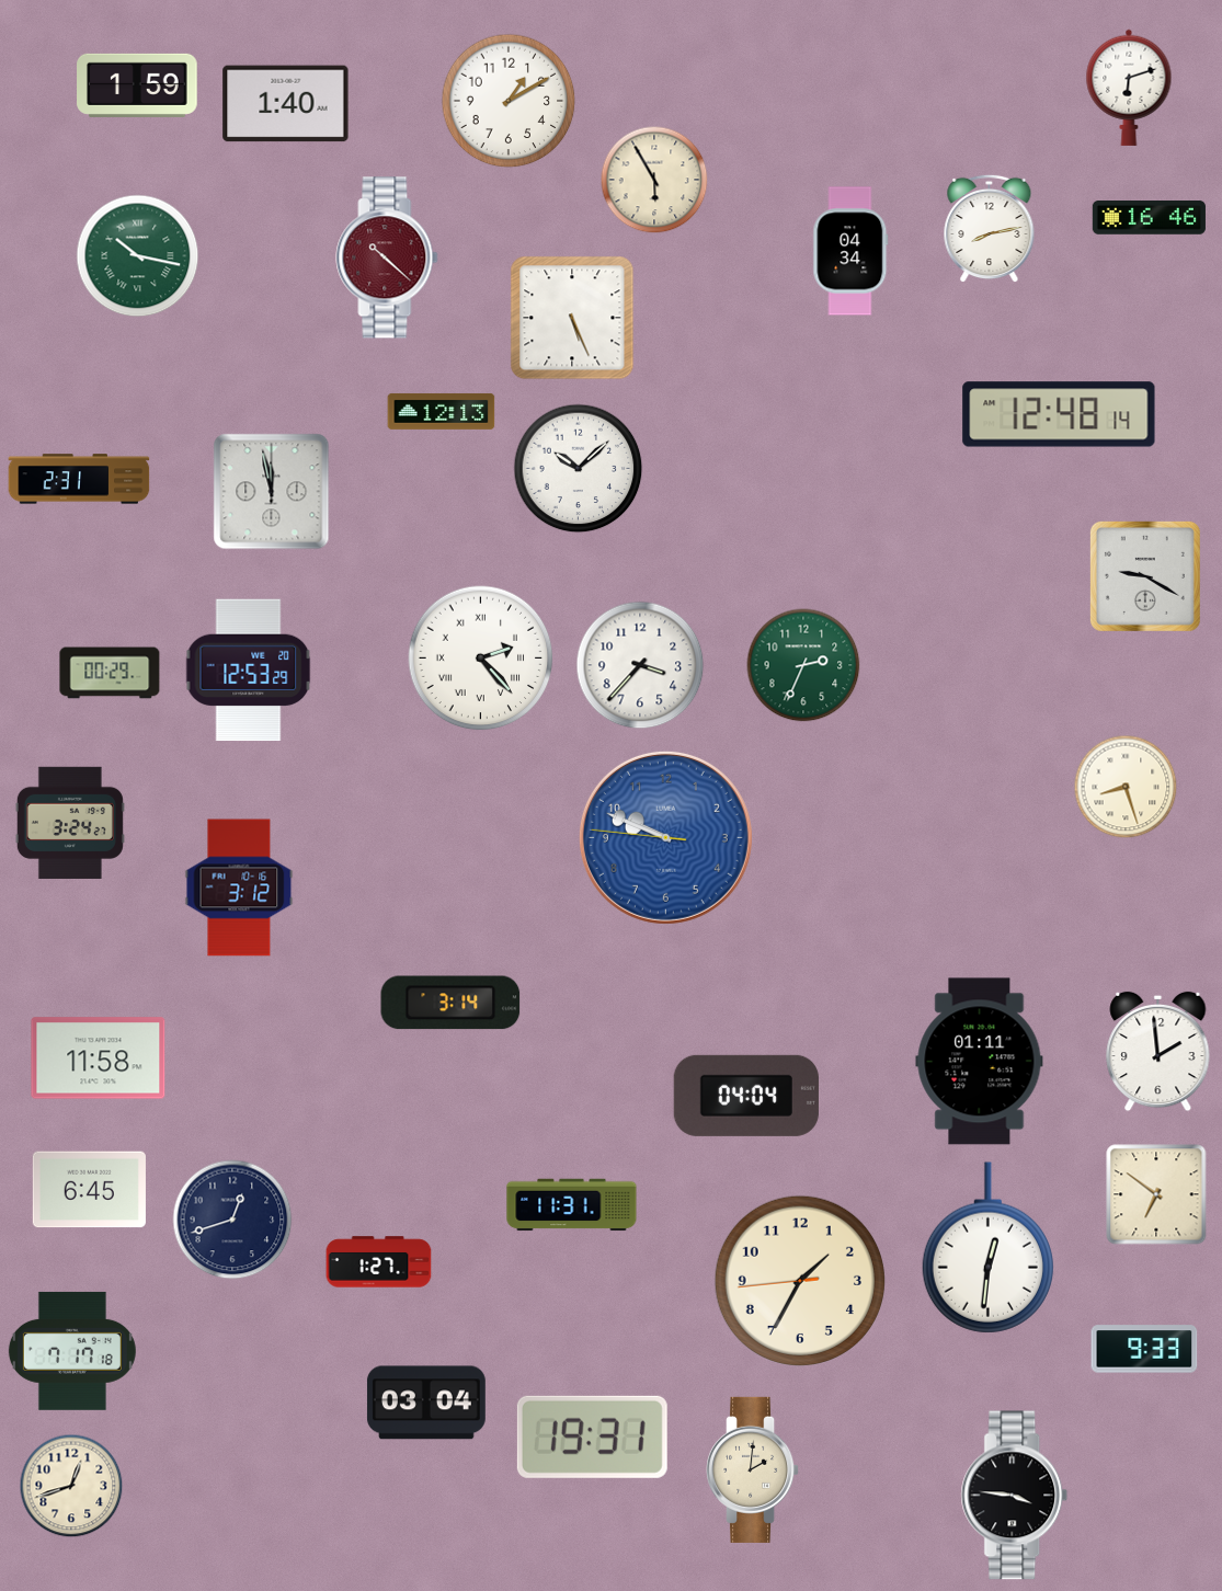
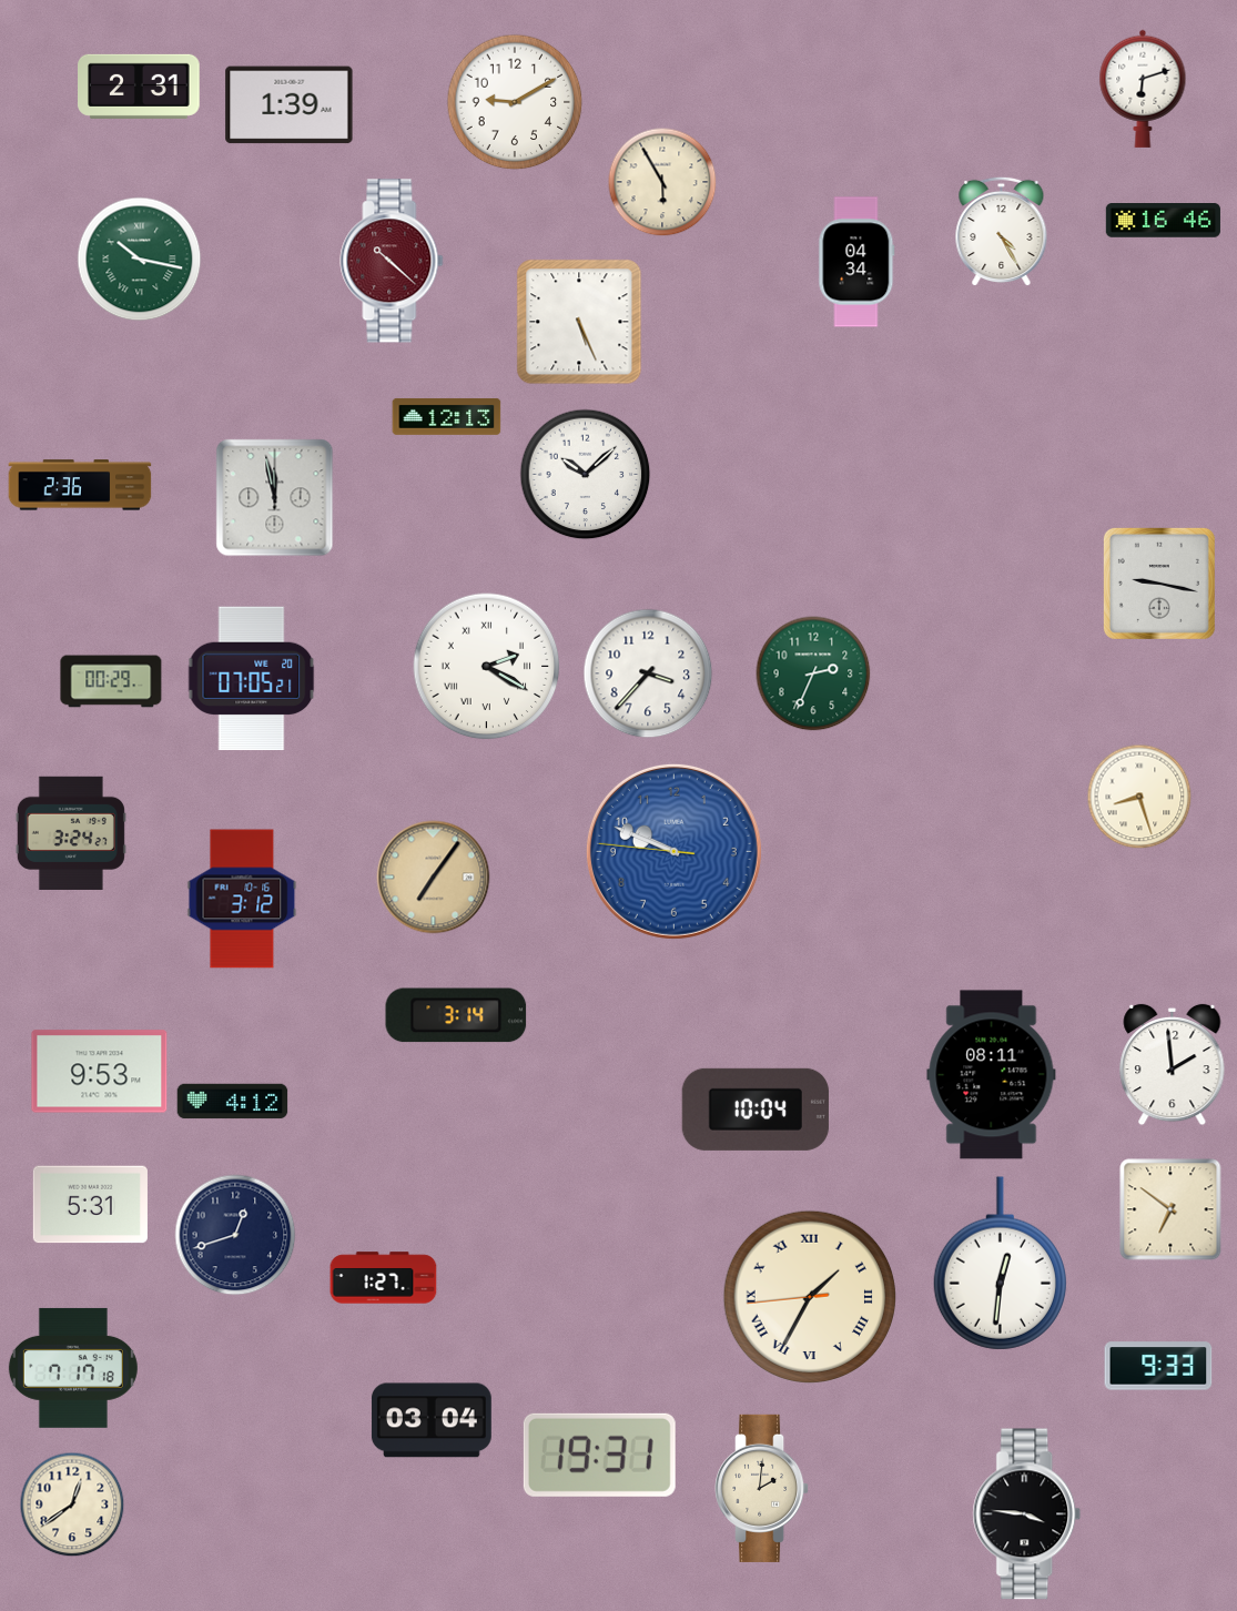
clock at (137, 85): 1:59 -> 2:31
clock at (509, 101): 1:10 -> 9:10
clock at (286, 104): 1:40 -> 1:39
clock at (990, 229): 8:13 -> 4:25
clock at (850, 251) position: (850, 251) -> (856, 262)
clock at (1059, 414): 12:48 -> none
clock at (79, 479): 2:31 -> 2:36
clock at (1145, 576): 9:20 -> 9:17
clock at (481, 659): 2:23 -> 2:20
clock at (249, 671): 12:53 -> 07:05
clock at (665, 837) position: (665, 837) -> (673, 851)
clock at (434, 878): none -> 7:06
clock at (99, 1058): 11:58 -> 9:53
clock at (980, 1062): 01:11 -> 08:11
clock at (233, 1102): none -> 4:12
clock at (746, 1096): 04:04 -> 10:04
clock at (89, 1190): 6:45 -> 5:31
clock at (572, 1205): 11:31 -> none
clock at (799, 1280) numerals: Arabic -> Roman
clock at (71, 1486): 12:42 -> 12:39
